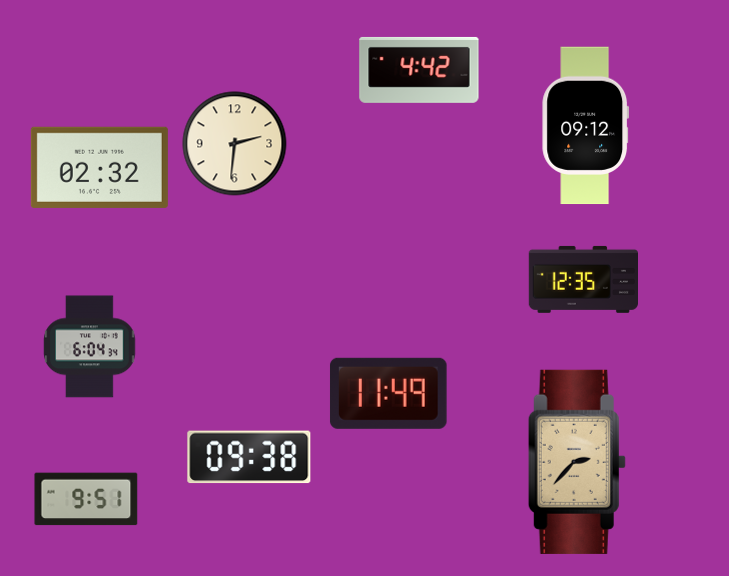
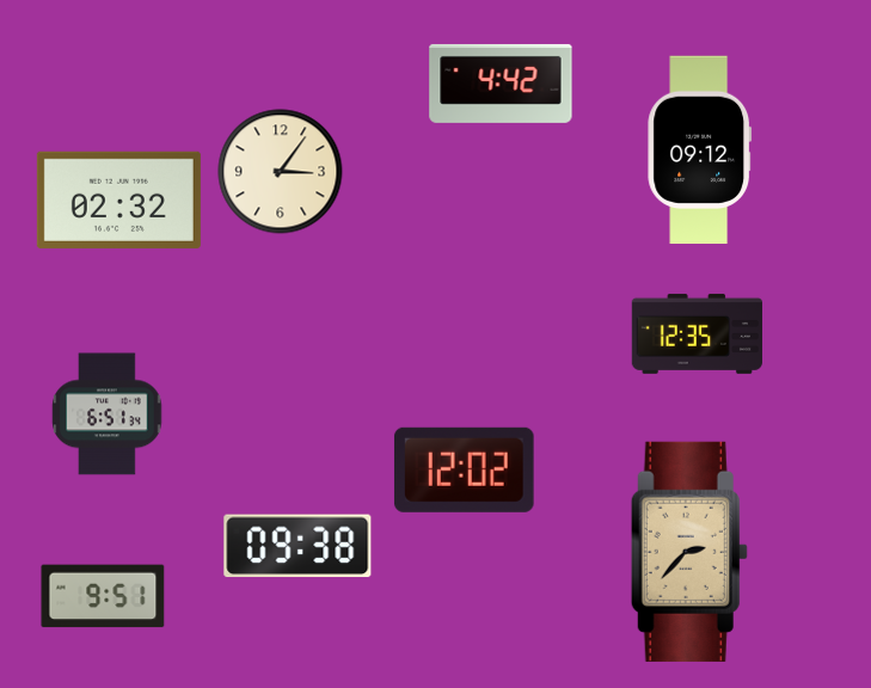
clock at (235, 144): 2:31 -> 3:06
clock at (90, 347): 6:04 -> 6:51
clock at (388, 393): 11:49 -> 12:02
